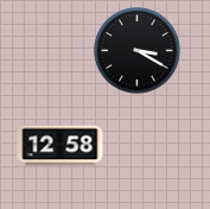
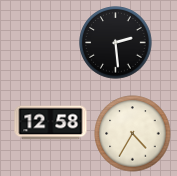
clock at (138, 51): 3:20 -> 2:29
clock at (133, 134): none -> 4:35
